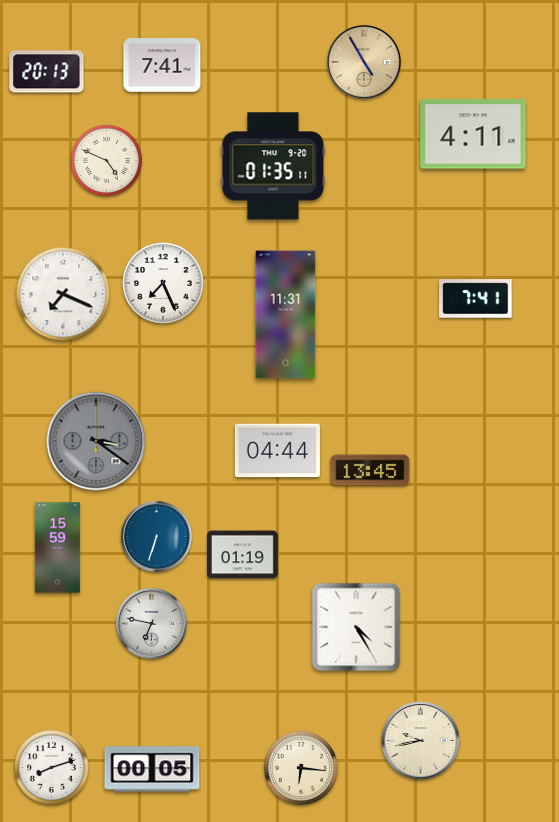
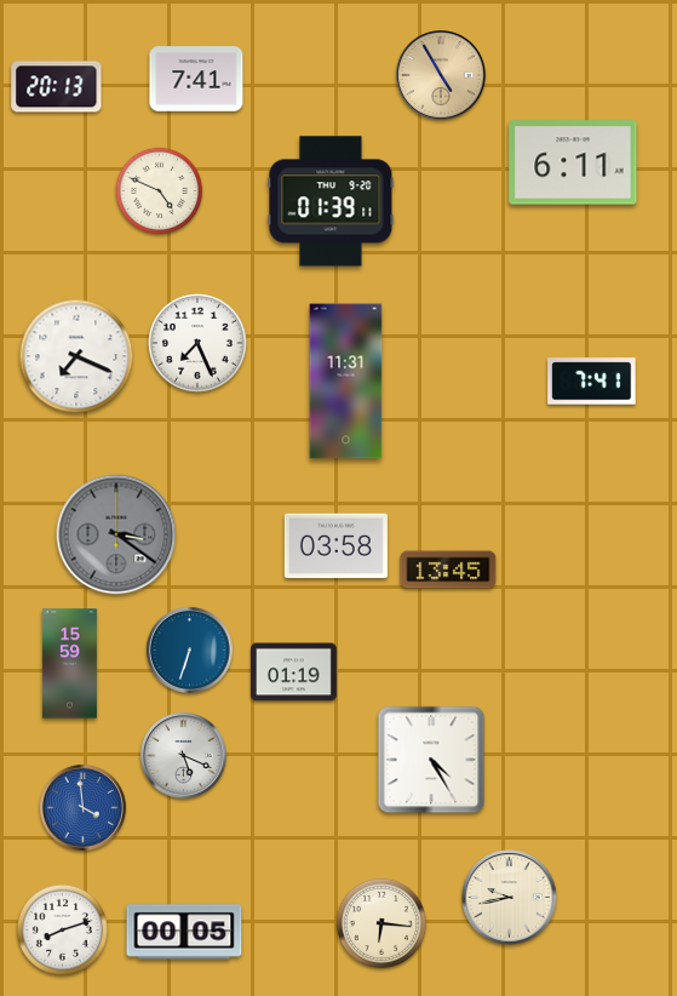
clock at (473, 134): 4:11 -> 6:11
clock at (107, 161) position: (107, 161) -> (160, 191)
clock at (273, 166): 01:35 -> 01:39
clock at (476, 299) position: (476, 299) -> (592, 382)
clock at (277, 451): 04:44 -> 03:58
clock at (152, 624): 6:47 -> 5:19
clock at (84, 808): none -> 3:59
clock at (301, 768) position: (301, 768) -> (381, 923)
